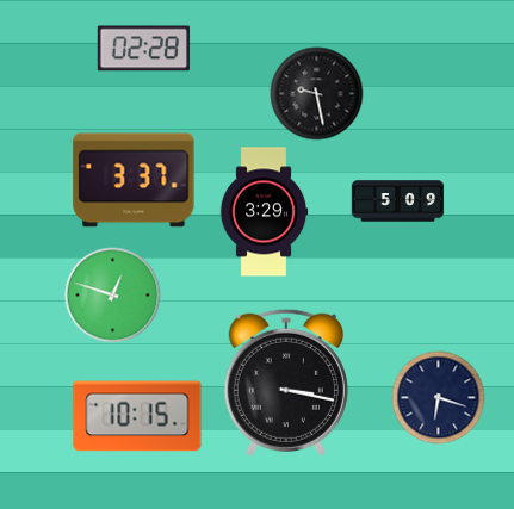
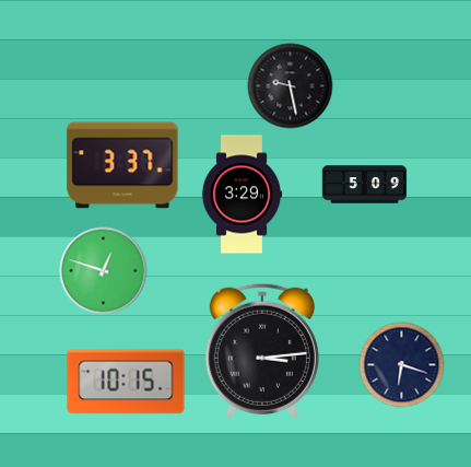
clock at (143, 49): 02:28 -> none
clock at (286, 383): 3:17 -> 3:14
